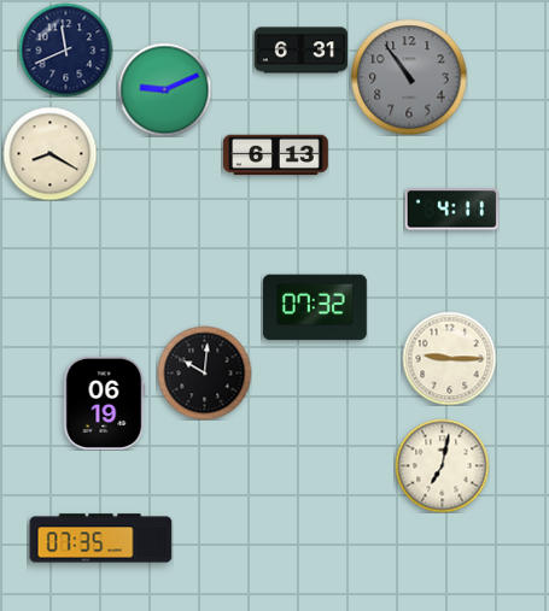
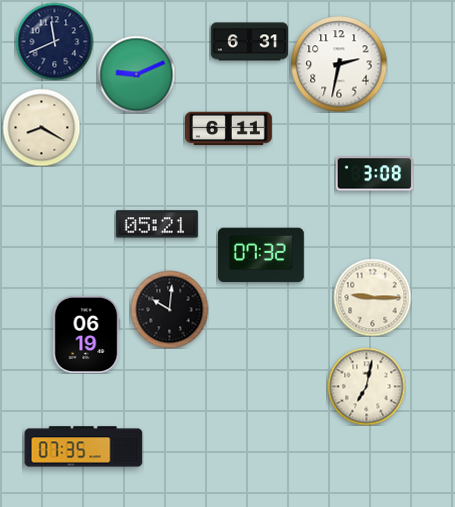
clock at (409, 77): 10:54 -> 2:32
clock at (409, 77) dial: grey -> white
clock at (276, 155): 6:13 -> 6:11
clock at (451, 210): 4:11 -> 3:08
clock at (157, 224): none -> 05:21
